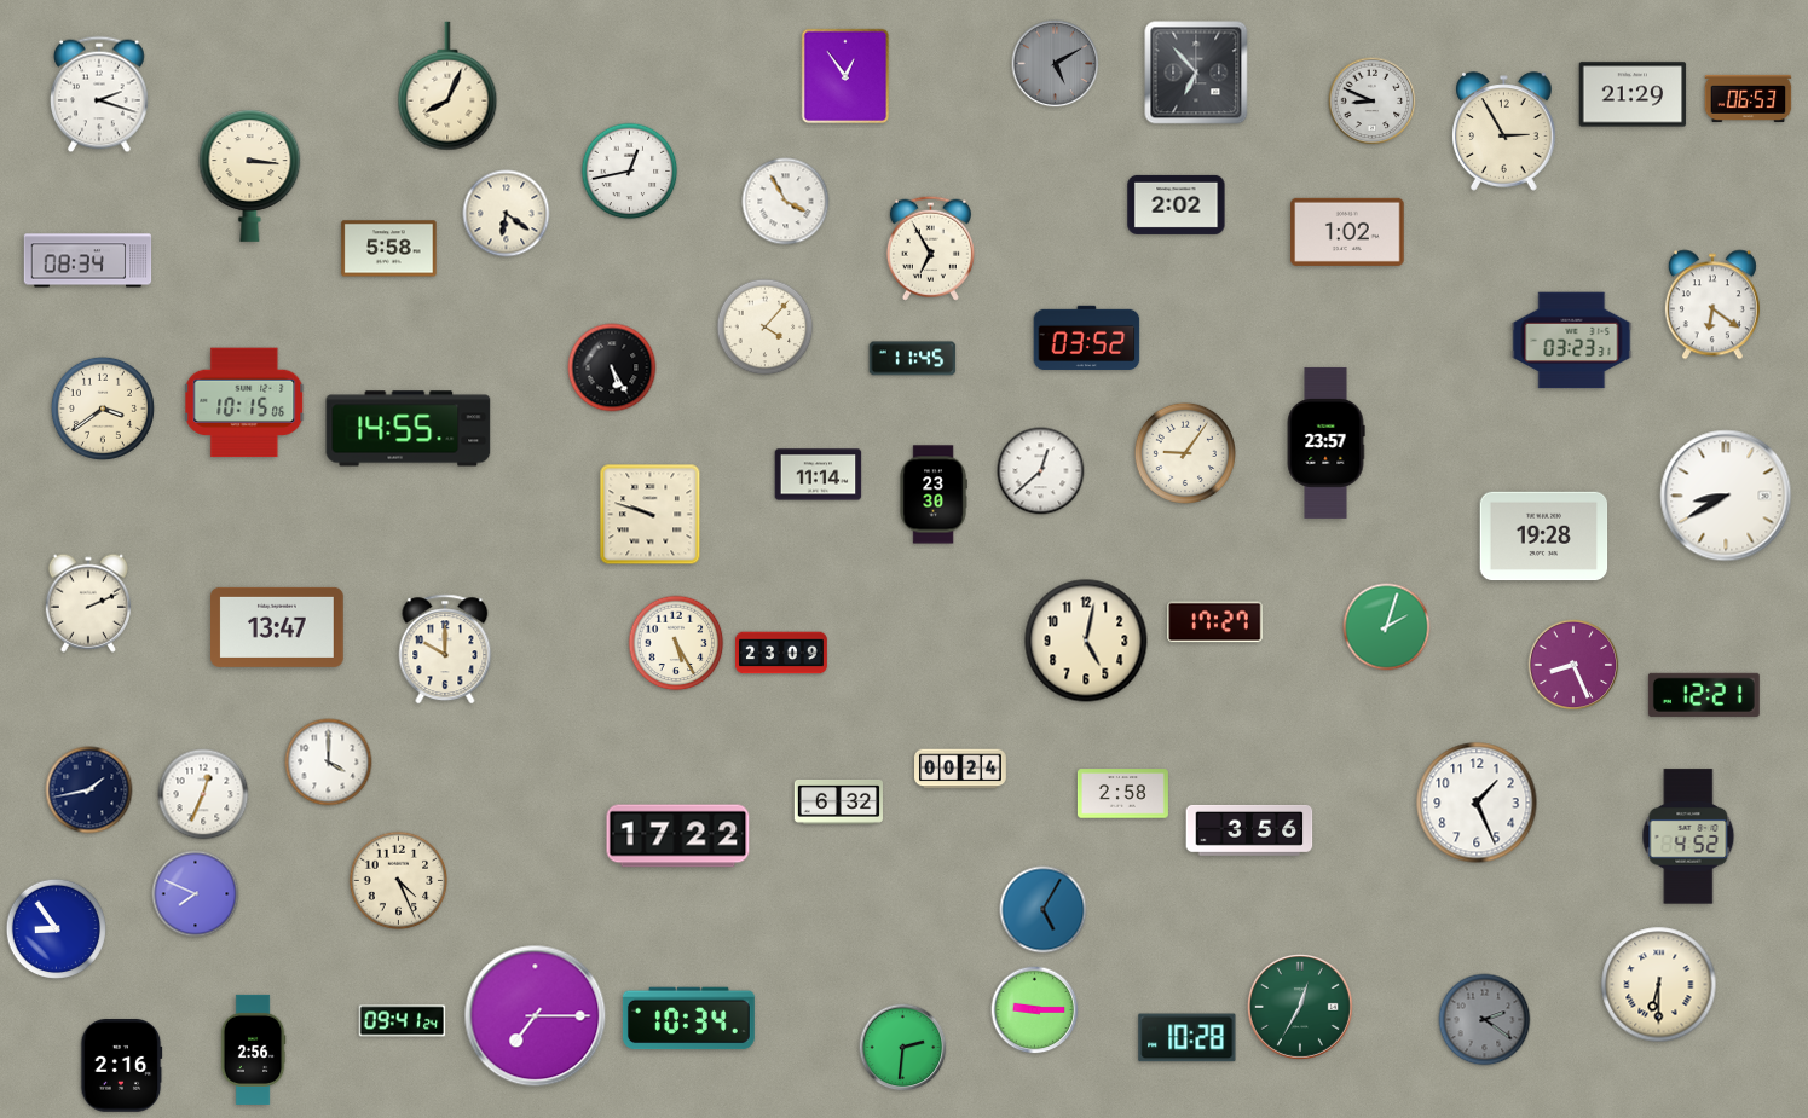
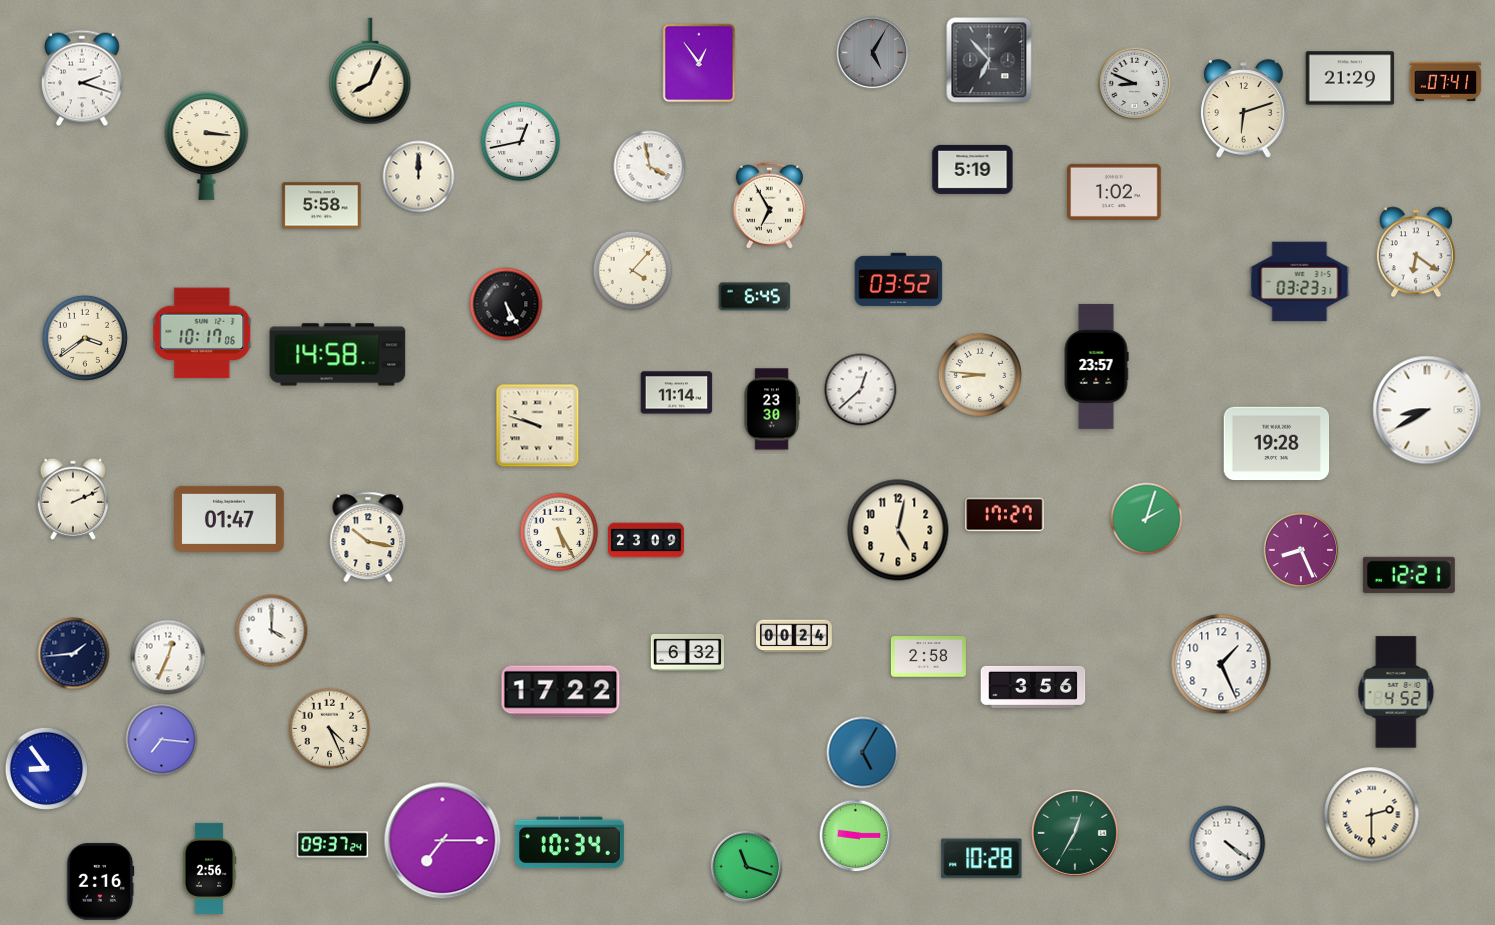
clock at (1056, 64): 5:10 -> 5:05
clock at (1749, 98): 06:53 -> 07:41
clock at (1504, 132): 2:55 -> 6:12
clock at (786, 202): 3:55 -> 3:58
clock at (1177, 204): 2:02 -> 5:19
clock at (507, 214): 6:21 -> 12:00
clock at (88, 261): 08:34 -> none
clock at (913, 359): 11:45 -> 6:45
clock at (246, 402): 10:15 -> 10:17
clock at (409, 429): 14:55 -> 14:58
clock at (1184, 452): 9:06 -> 8:46
clock at (278, 627): 13:47 -> 01:47
clock at (445, 649): 10:00 -> 10:17
clock at (89, 790): 1:43 -> 1:44
clock at (838, 803) position: (838, 803) -> (687, 653)
clock at (196, 894): 7:49 -> 7:16
clock at (1659, 985): 6:30 -> 2:30
clock at (1485, 1020): 2:21 -> 4:21
clock at (1485, 1020) dial: grey -> white
clock at (403, 1021): 09:41 -> 09:37
clock at (903, 1048): 2:31 -> 11:18
